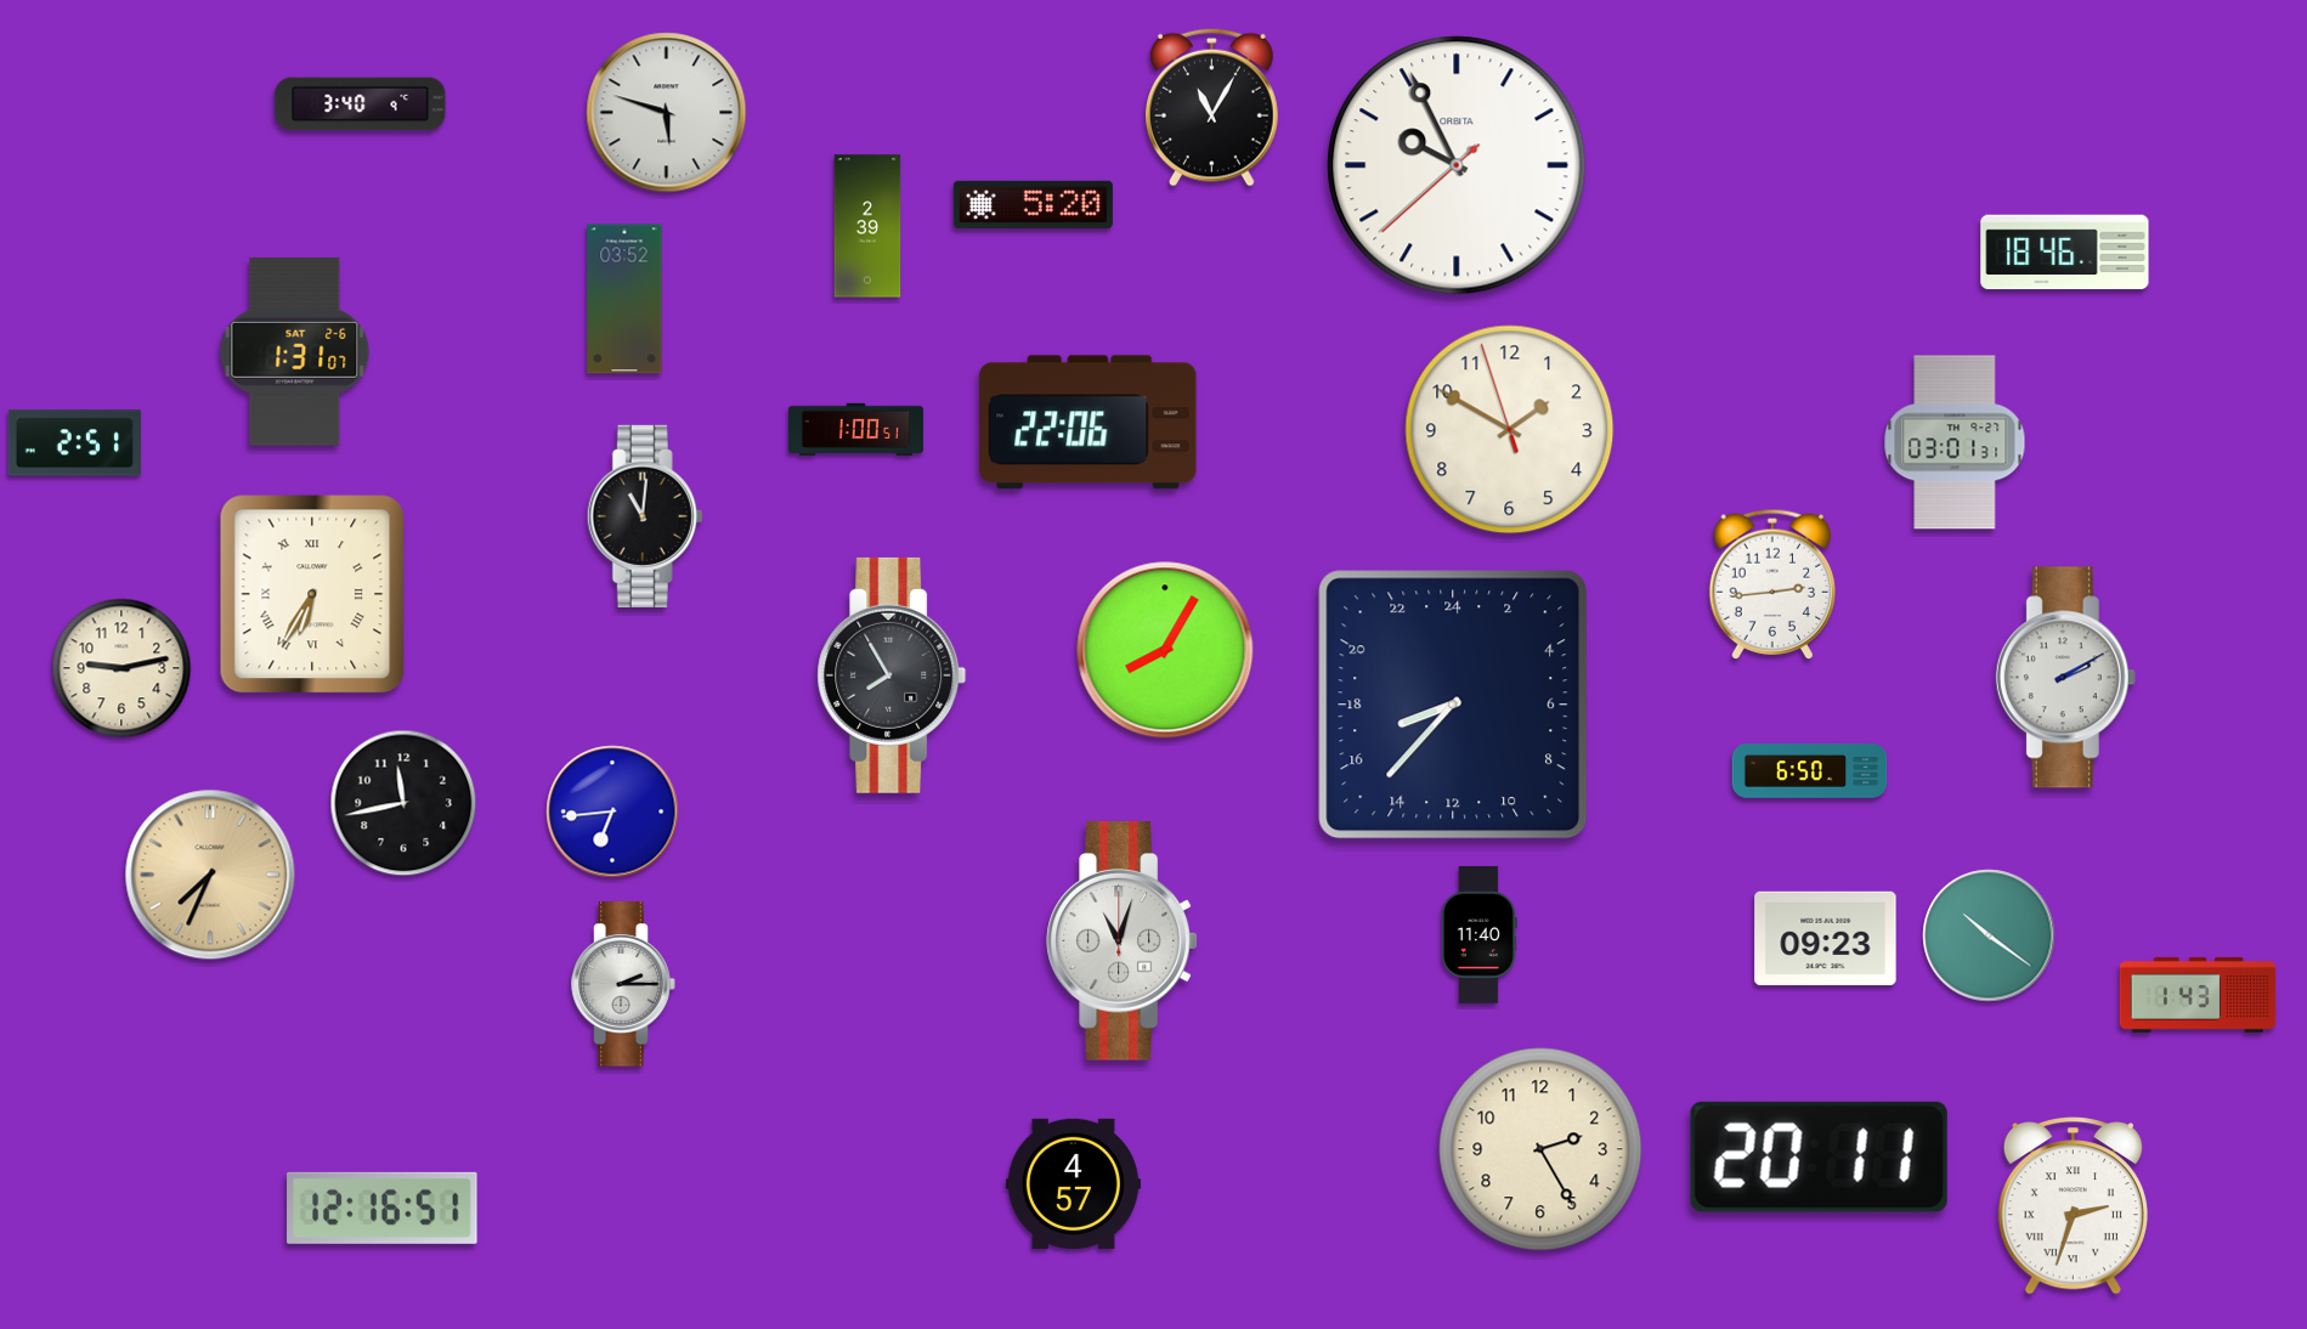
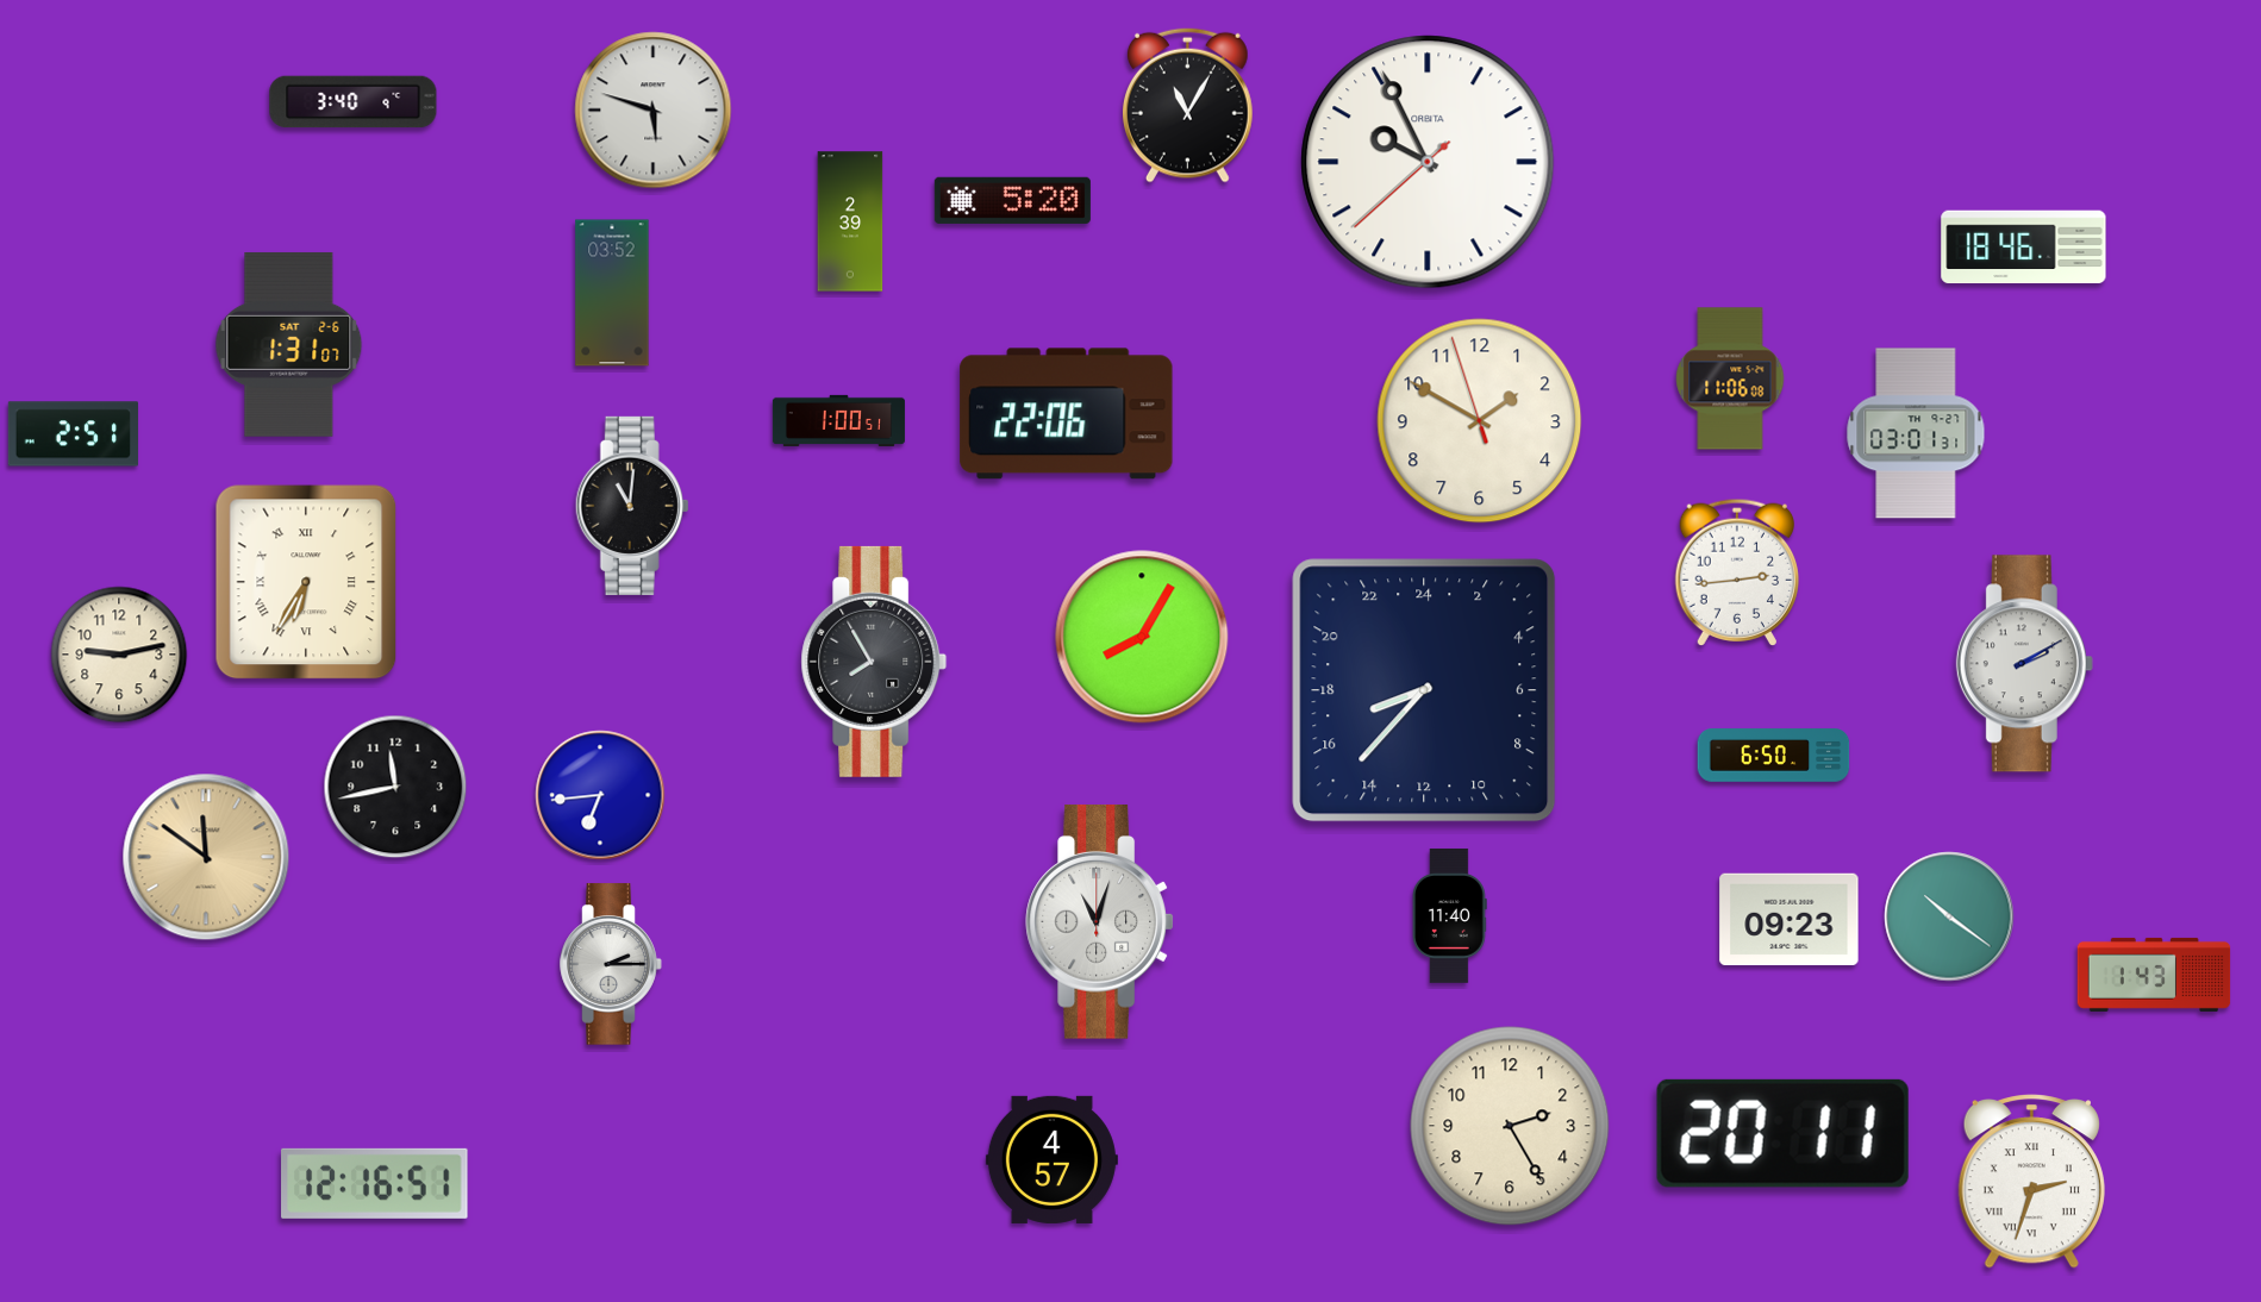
clock at (1730, 378): none -> 11:06
clock at (210, 875): 7:34 -> 11:51
